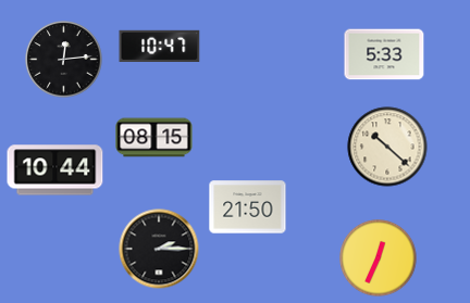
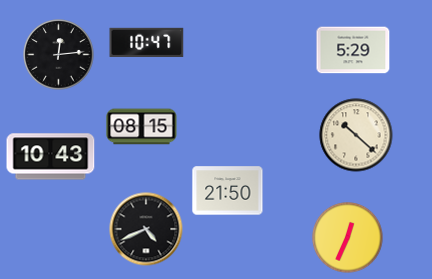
clock at (384, 54): 5:33 -> 5:29
clock at (55, 171): 10:44 -> 10:43
clock at (159, 249): 2:15 -> 4:41
